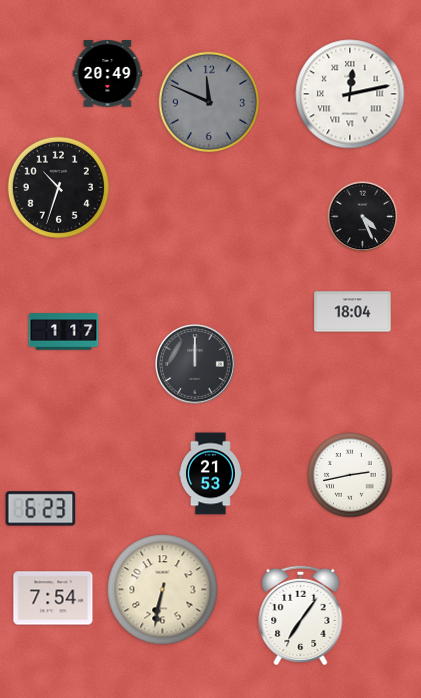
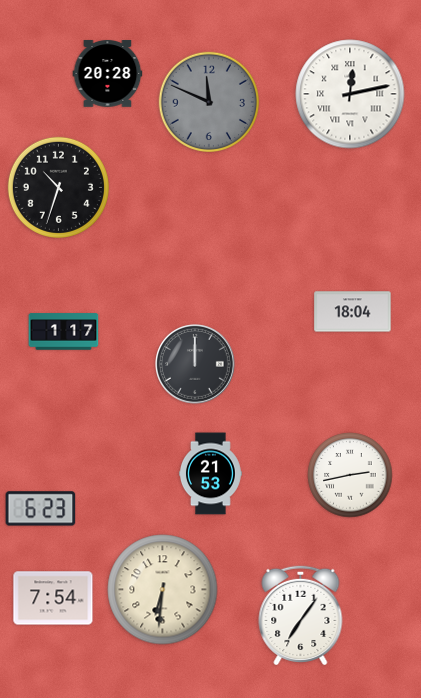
clock at (108, 74): 20:49 -> 20:28
clock at (363, 217): 4:26 -> none
clock at (163, 590): 6:32 -> 6:31
